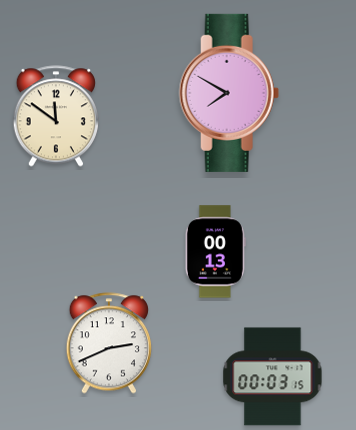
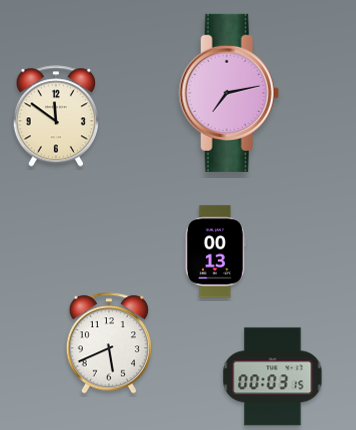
clock at (229, 93): 7:50 -> 7:13
clock at (109, 343): 2:41 -> 5:41
